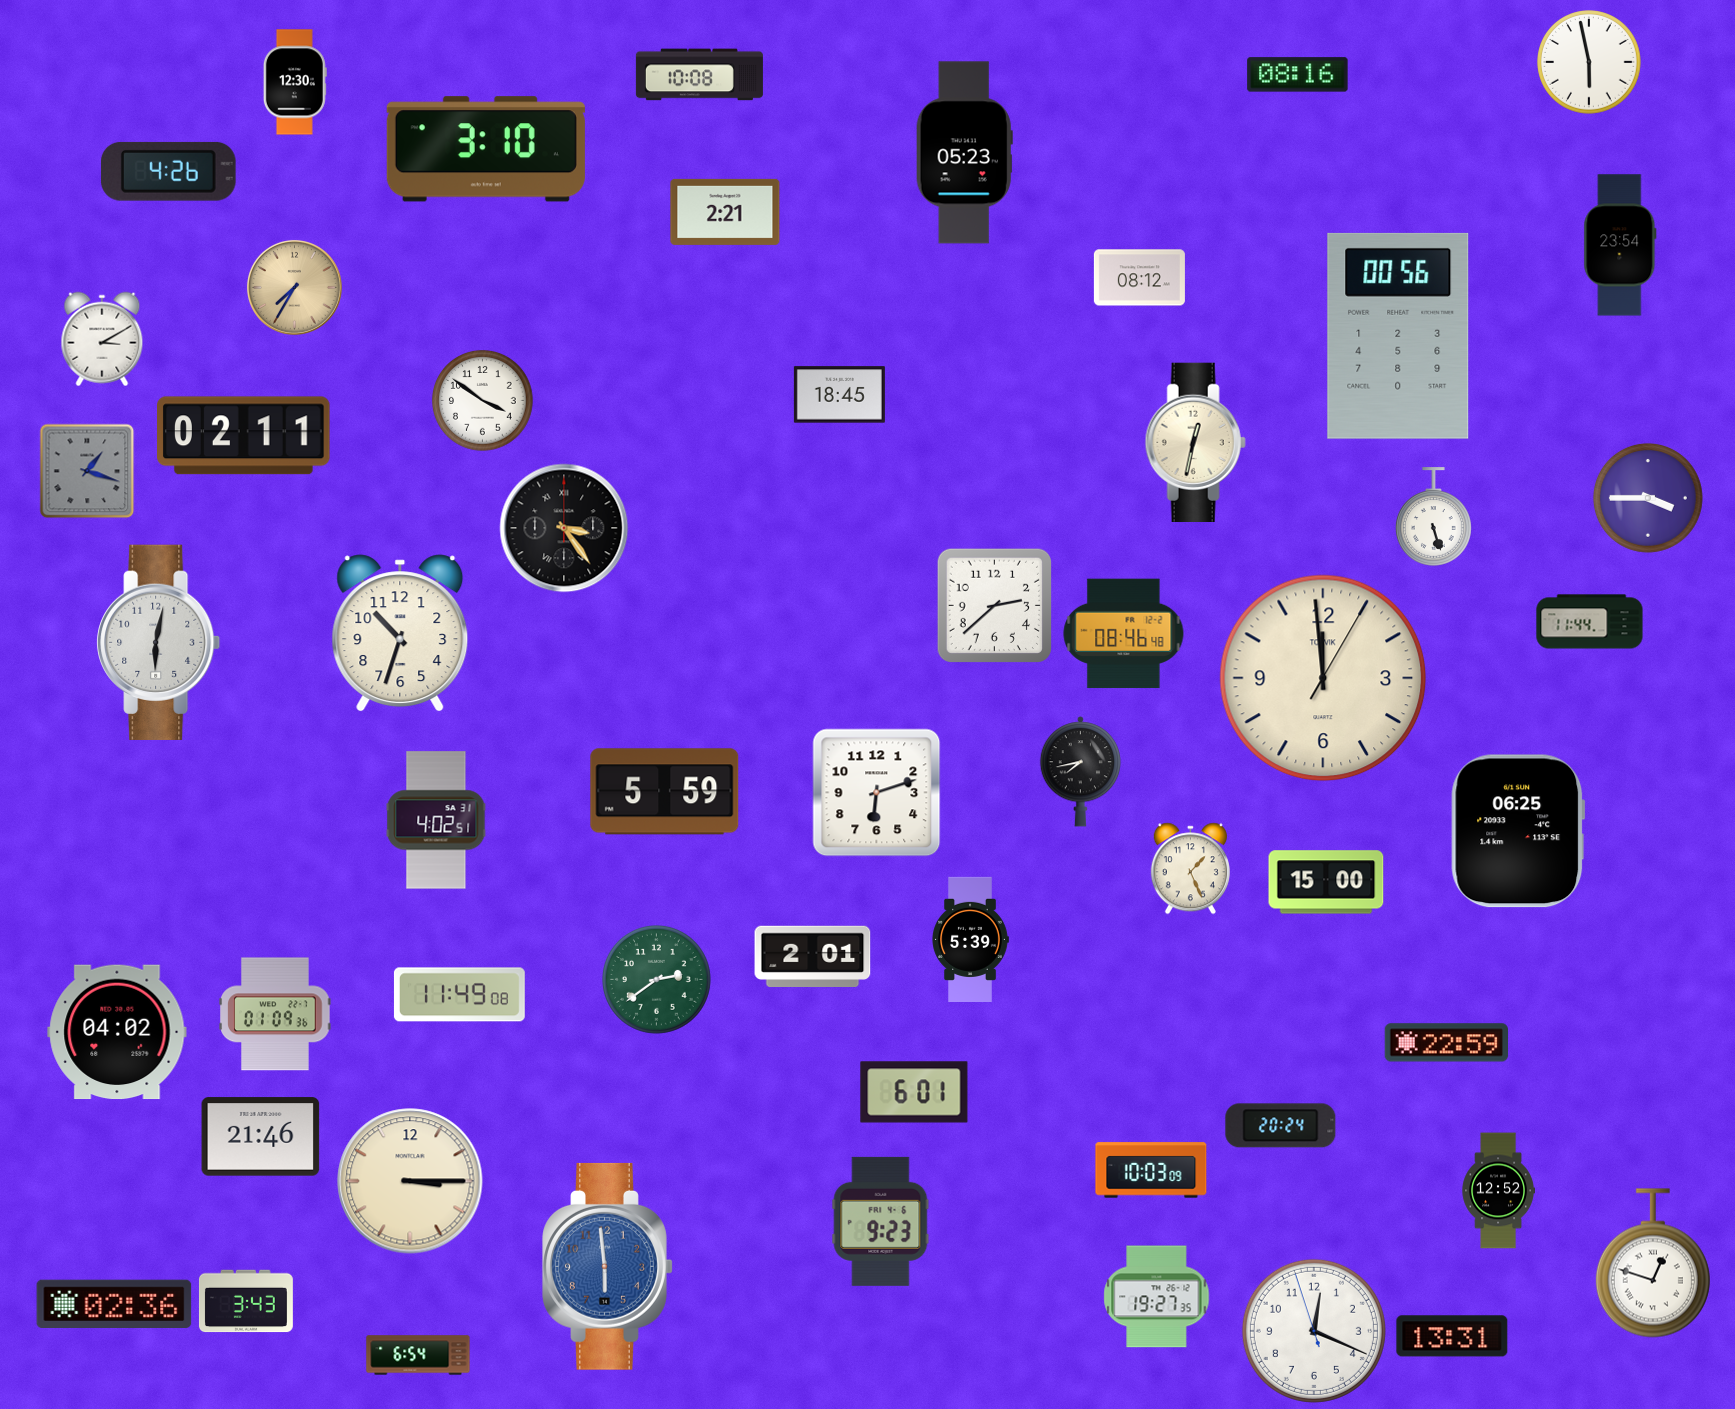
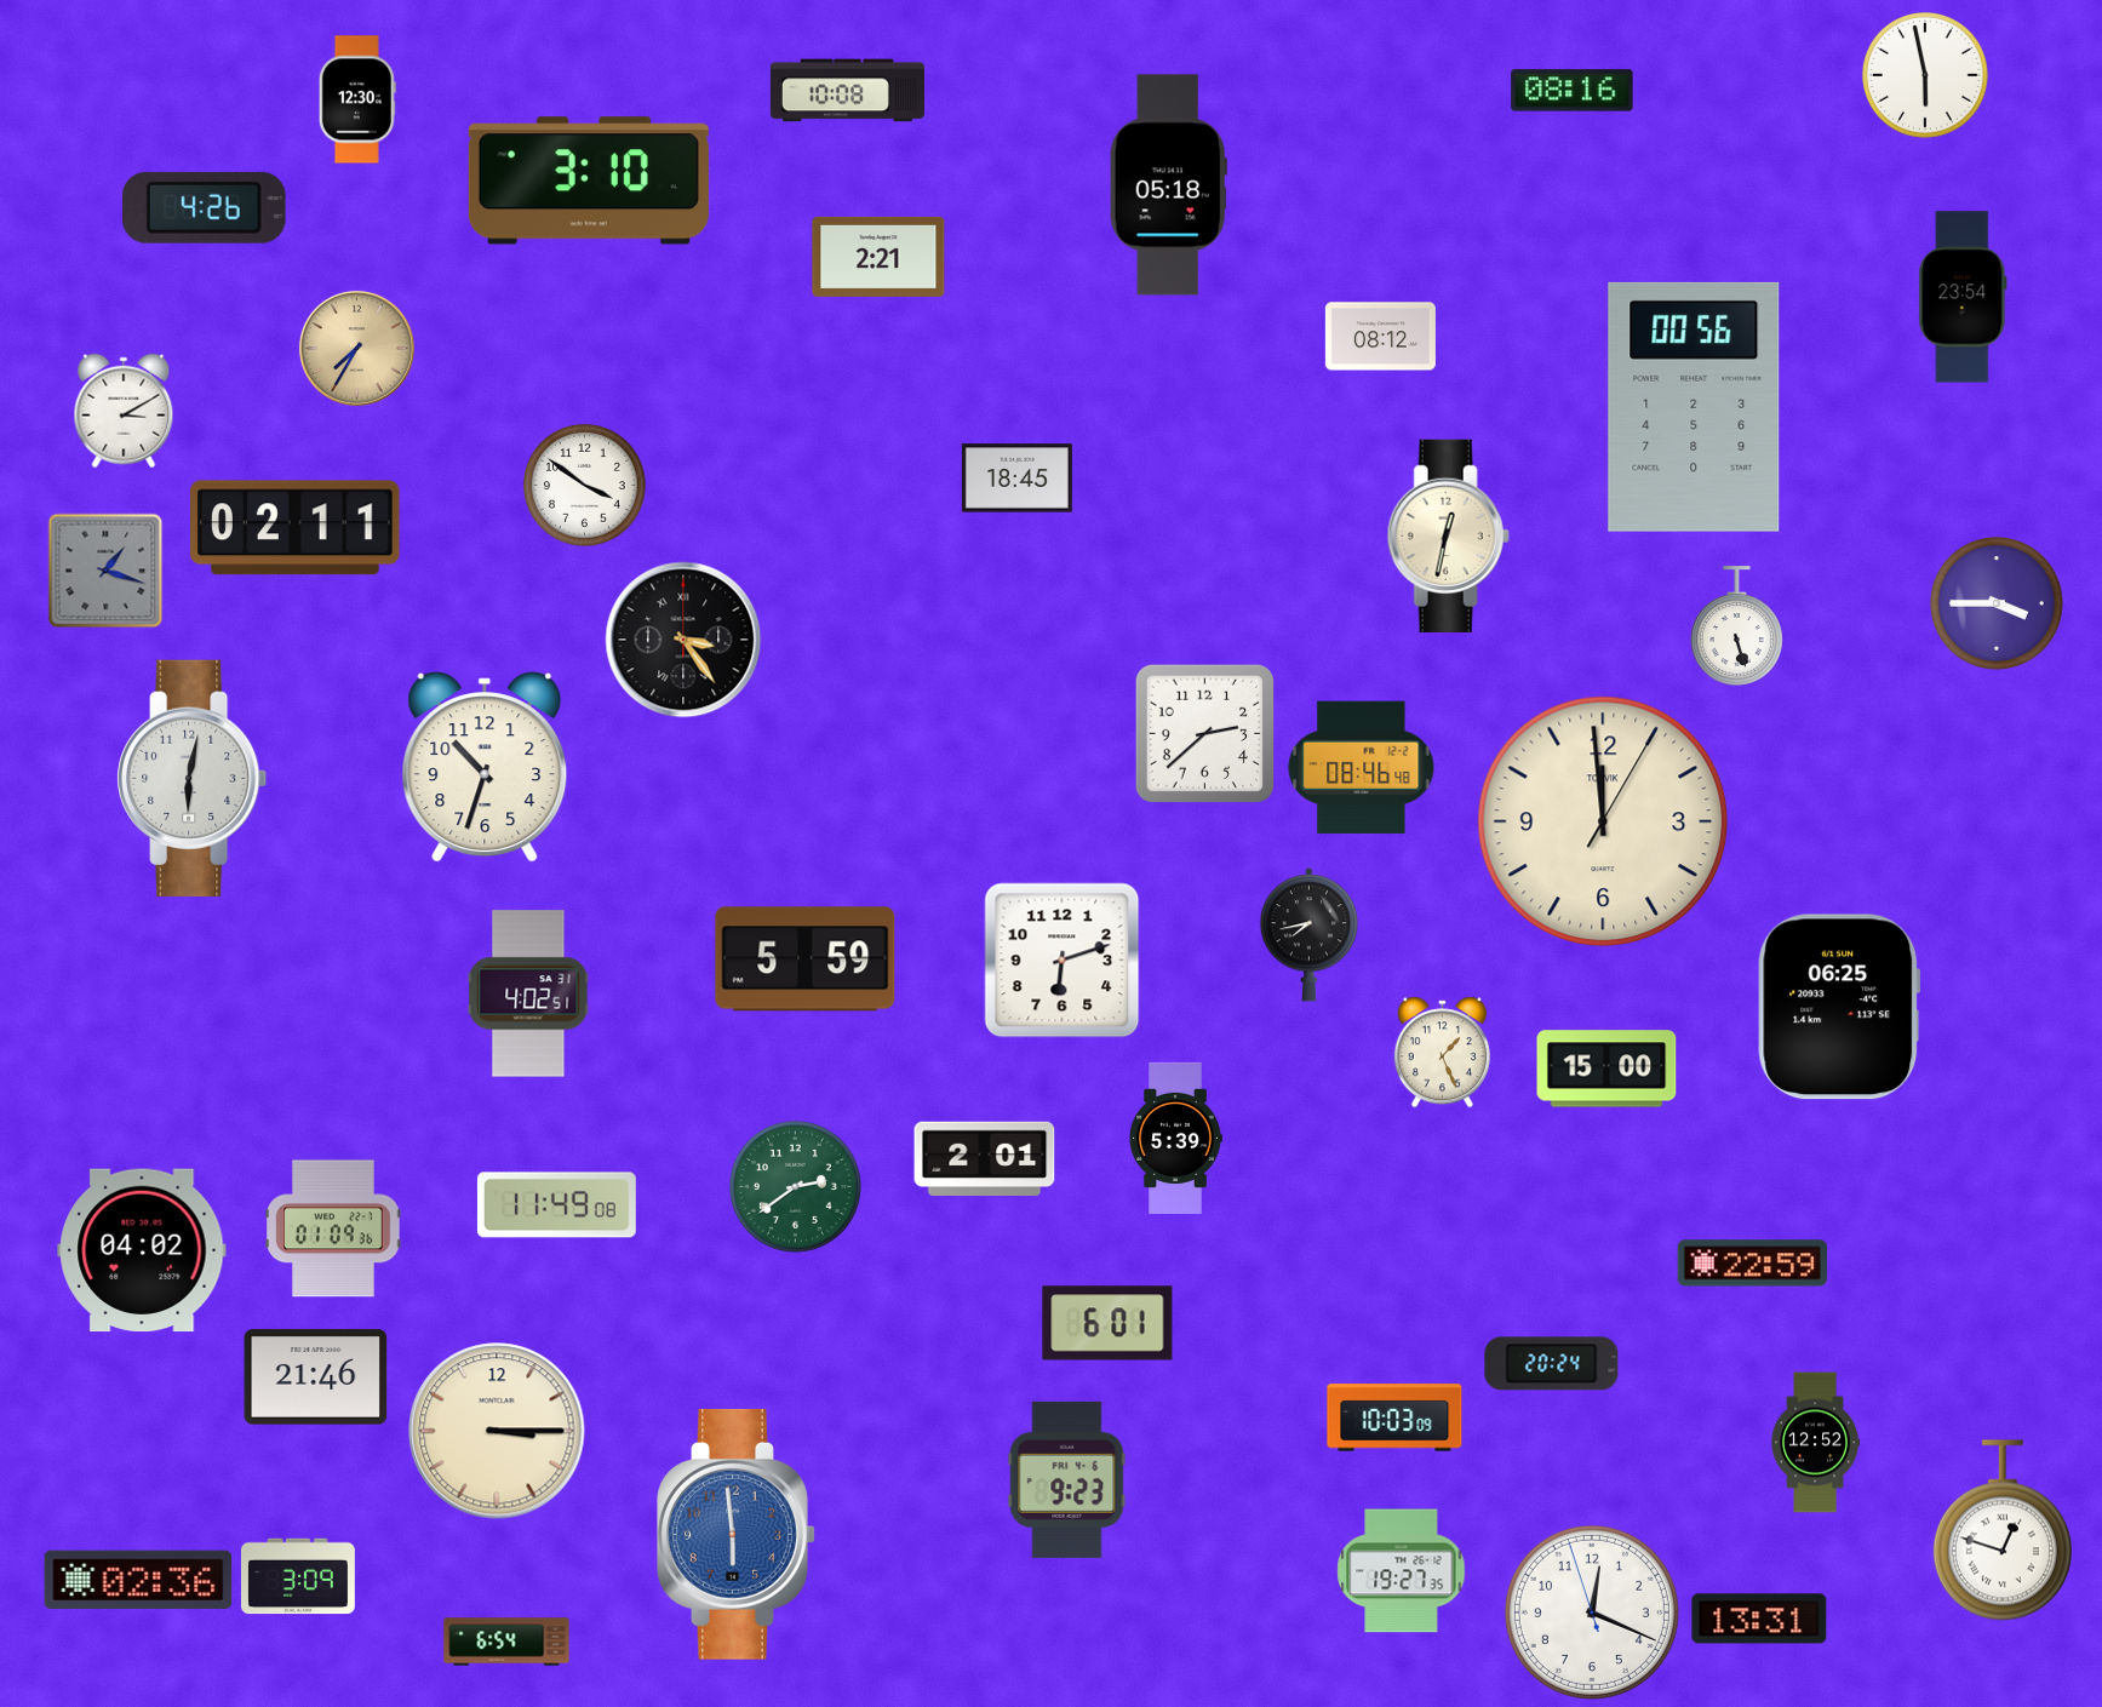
clock at (964, 153): 05:23 -> 05:18
clock at (1590, 622): 11:44 -> none
clock at (246, 1301): 3:43 -> 3:09
